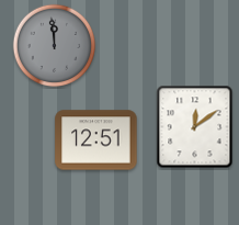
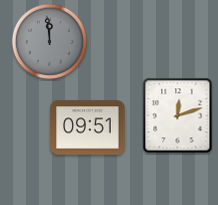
clock at (195, 127): 12:09 -> 12:12
clock at (96, 140): 12:51 -> 09:51
